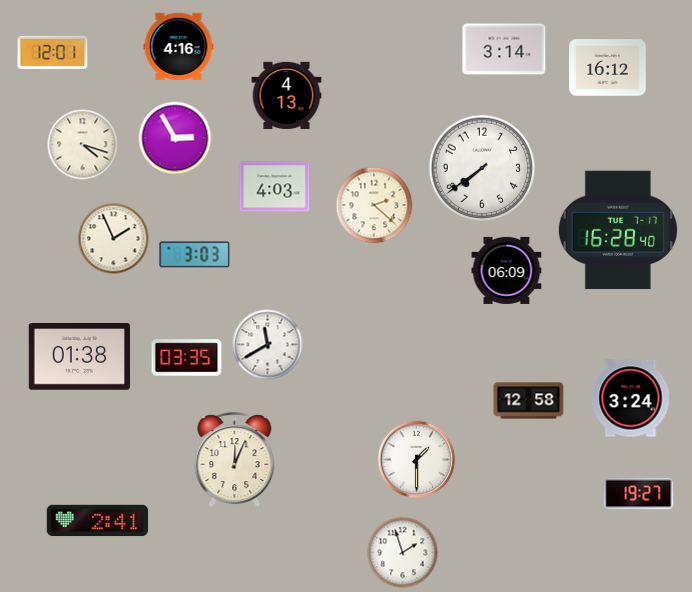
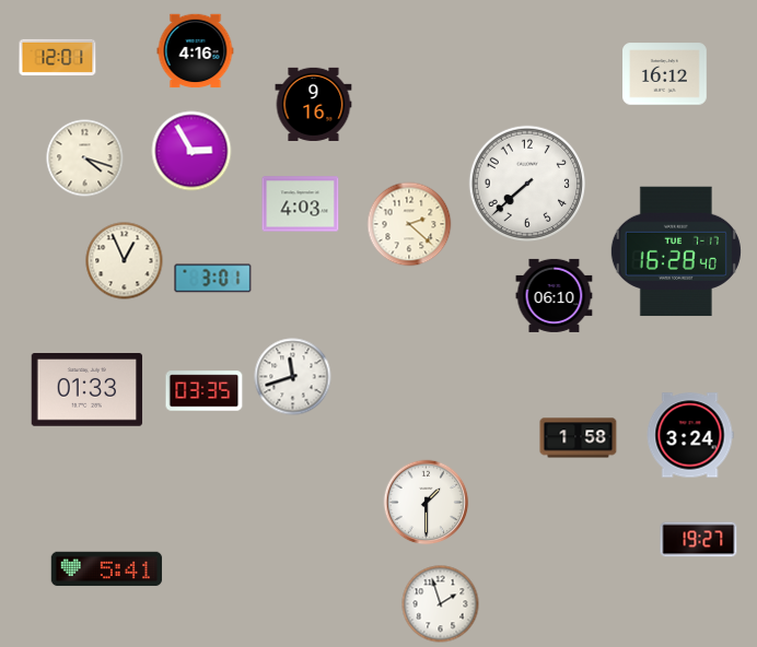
clock at (504, 49): 3:14 -> none
clock at (287, 95): 4:13 -> 9:16
clock at (83, 145) position: (83, 145) -> (85, 158)
clock at (481, 167): 7:39 -> 7:38
clock at (114, 239): 1:56 -> 12:56
clock at (195, 255): 3:03 -> 3:01
clock at (507, 270): 06:09 -> 06:10
clock at (268, 345): 11:40 -> 11:42
clock at (80, 357): 01:38 -> 01:33
clock at (529, 401): 12:58 -> 1:58
clock at (417, 460) position: (417, 460) -> (427, 503)
clock at (235, 461): 12:04 -> none
clock at (98, 521): 2:41 -> 5:41
